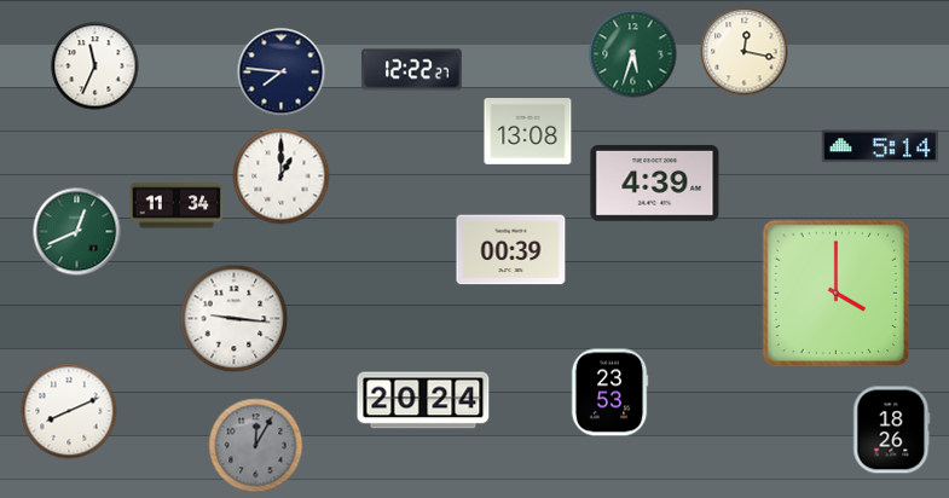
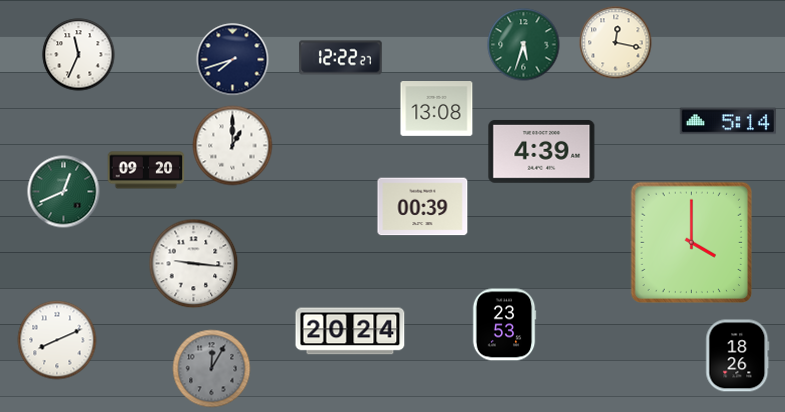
clock at (282, 73): 7:46 -> 7:42
clock at (177, 205): 11:34 -> 09:20
